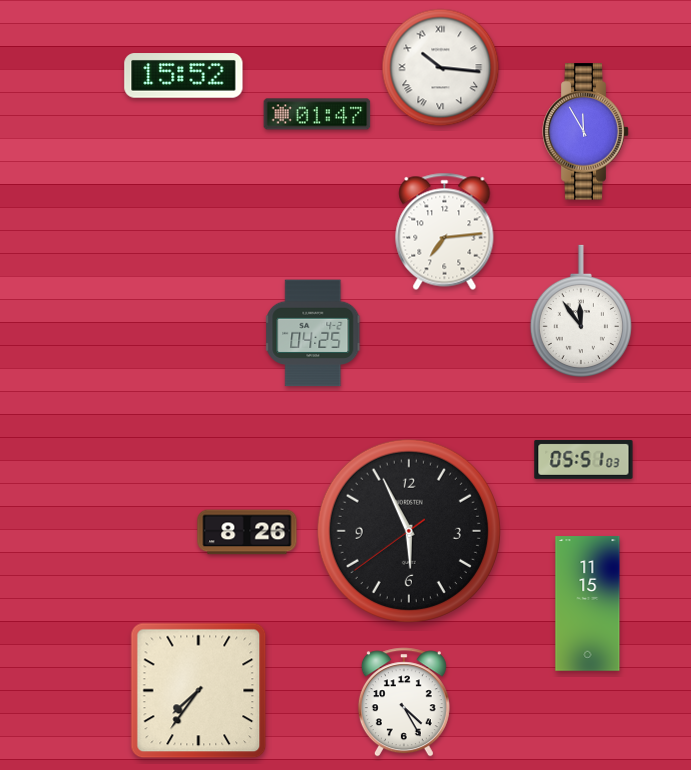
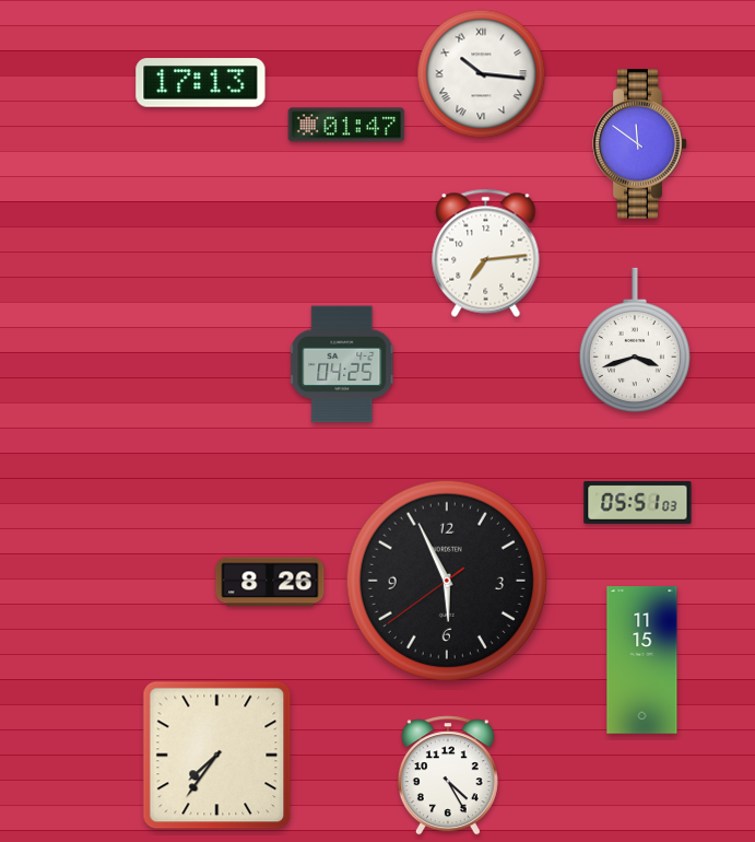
clock at (184, 76): 15:52 -> 17:13
clock at (586, 132): 11:55 -> 11:51
clock at (581, 311): 11:54 -> 3:42
clock at (404, 702) position: (404, 702) -> (448, 775)
